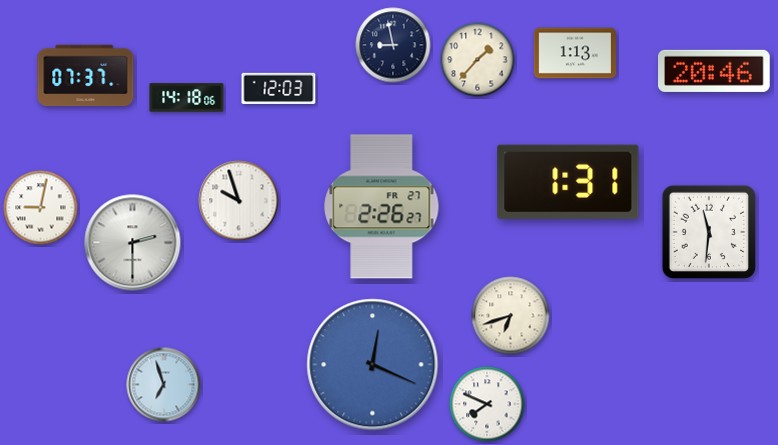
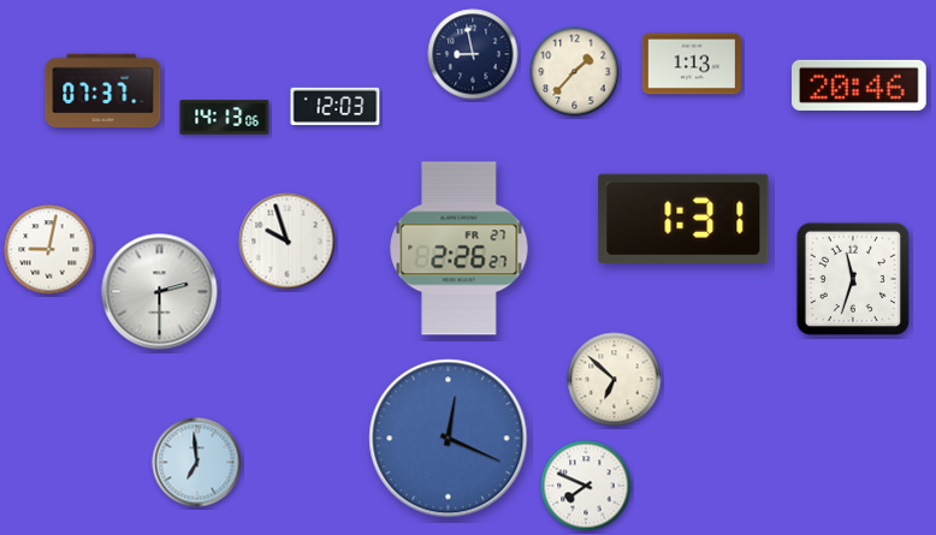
clock at (187, 98): 14:18 -> 14:13
clock at (709, 232): 11:31 -> 11:33
clock at (511, 316): 6:42 -> 6:52
clock at (164, 385): 6:57 -> 6:59
